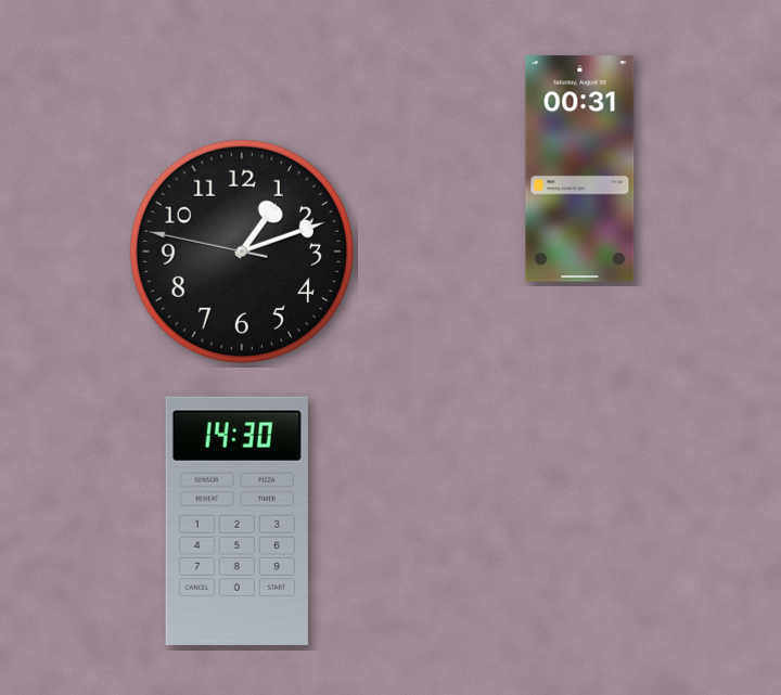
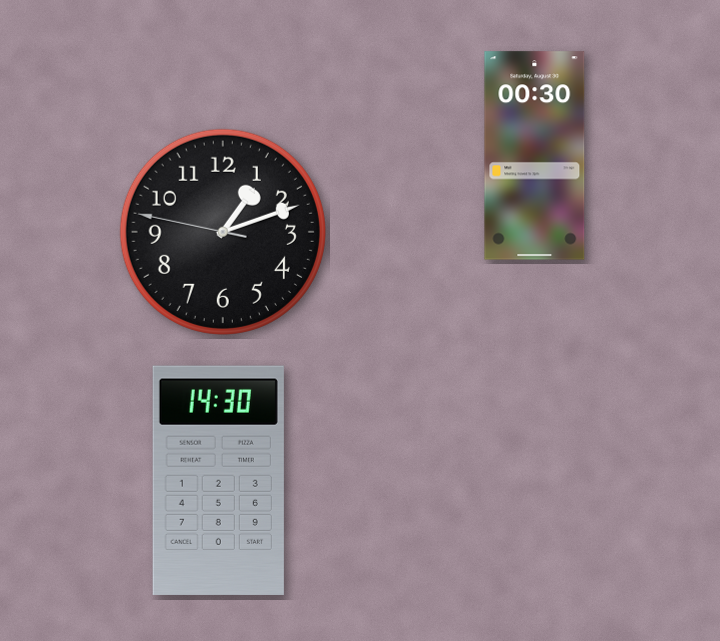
clock at (580, 169): 00:31 -> 00:30
